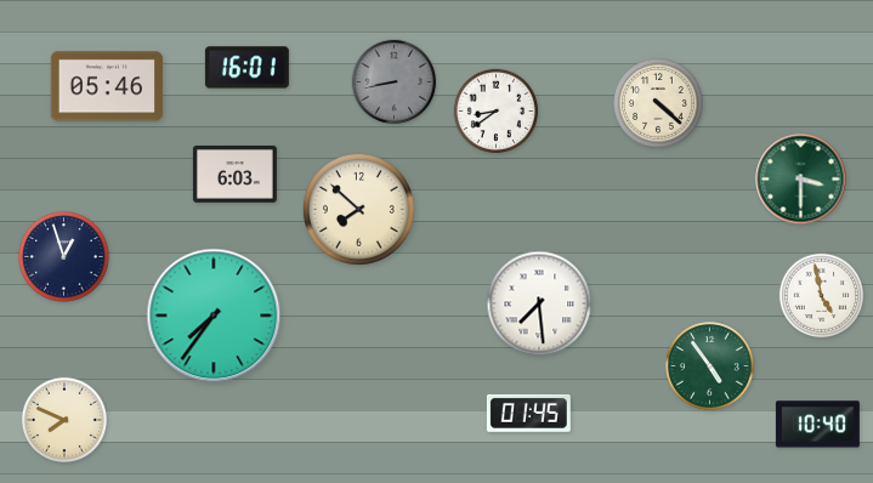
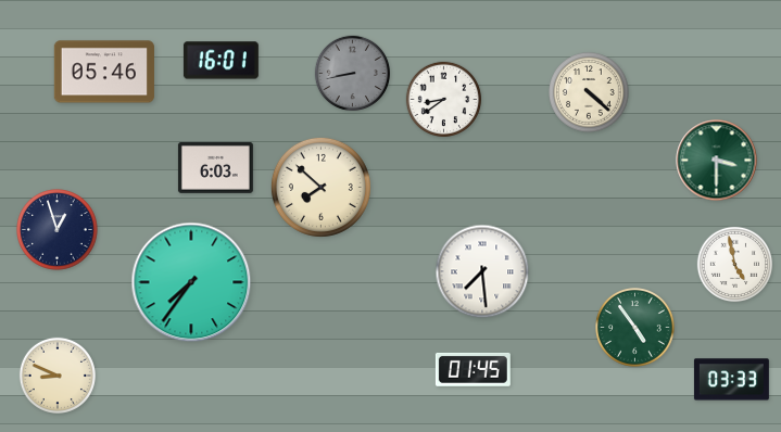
clock at (107, 86) position: (107, 86) -> (104, 72)
clock at (234, 175) position: (234, 175) -> (215, 168)
clock at (64, 420): 7:49 -> 8:49
clock at (817, 425): 10:40 -> 03:33
